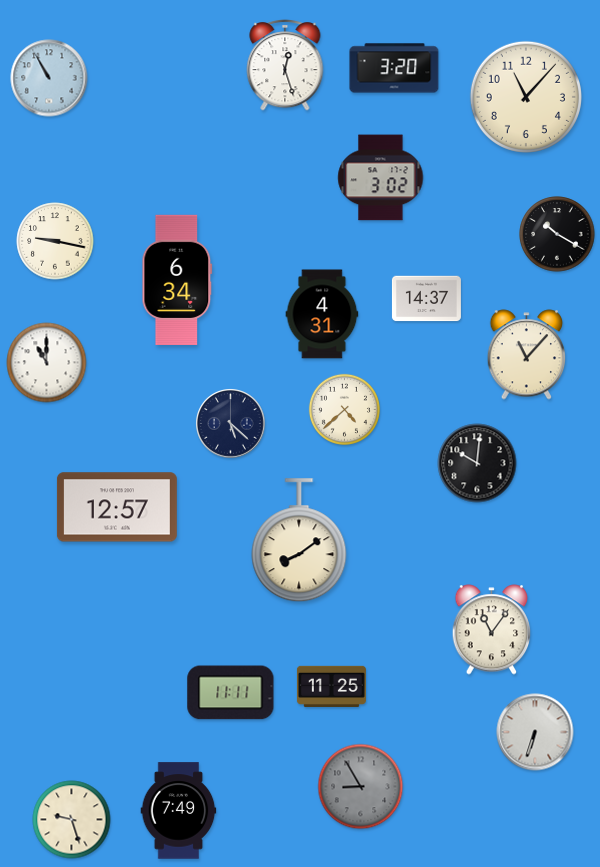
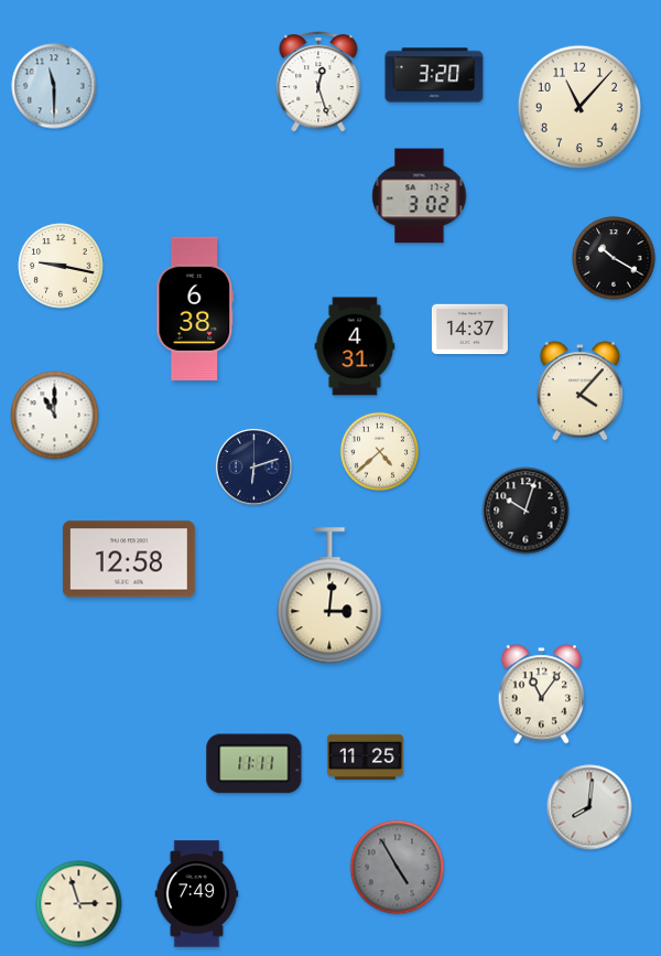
clock at (285, 66) position: (285, 66) -> (318, 83)
clock at (49, 78): 10:55 -> 11:30
clock at (177, 279): 6:34 -> 6:38
clock at (527, 355): 11:07 -> 4:07
clock at (47, 363) position: (47, 363) -> (55, 416)
clock at (231, 424): 5:22 -> 6:12
clock at (477, 463): 10:01 -> 10:03
clock at (117, 507): 12:57 -> 12:58
clock at (299, 541): 8:09 -> 3:01
clock at (535, 732): 6:33 -> 8:01
clock at (361, 787): 8:55 -> 4:55
clock at (72, 820): 9:27 -> 2:57
